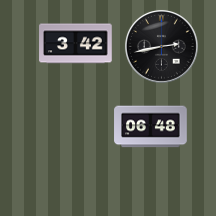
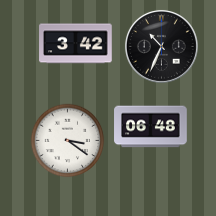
clock at (161, 46): 2:43 -> 10:34
clock at (68, 141): none -> 3:21
